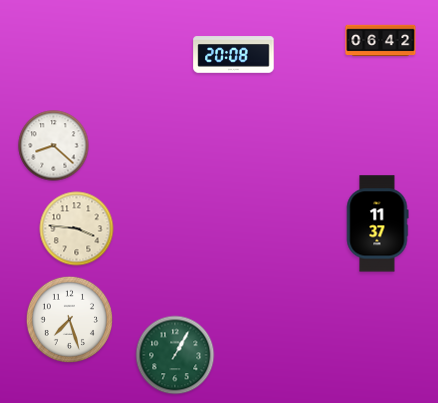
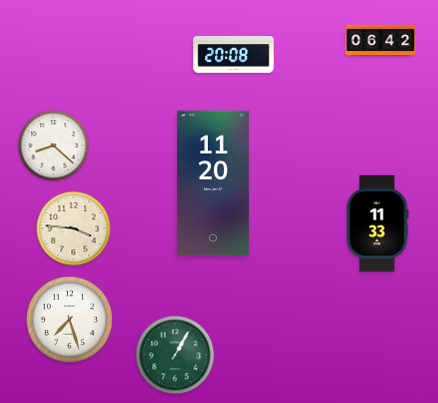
clock at (213, 183): none -> 11:20
clock at (377, 224): 11:37 -> 11:33
clock at (77, 229) position: (77, 229) -> (74, 229)
